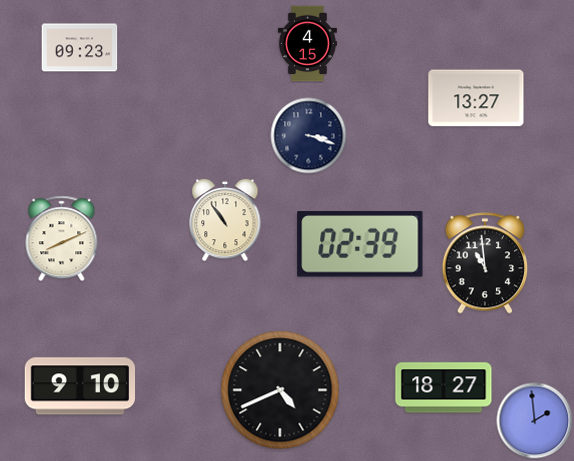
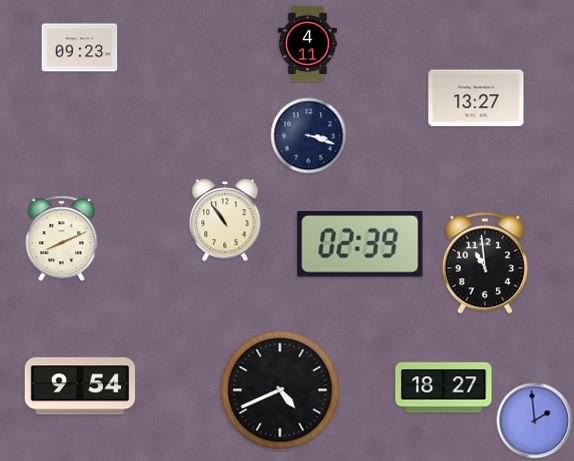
clock at (307, 44): 4:15 -> 4:11
clock at (80, 386): 9:10 -> 9:54
